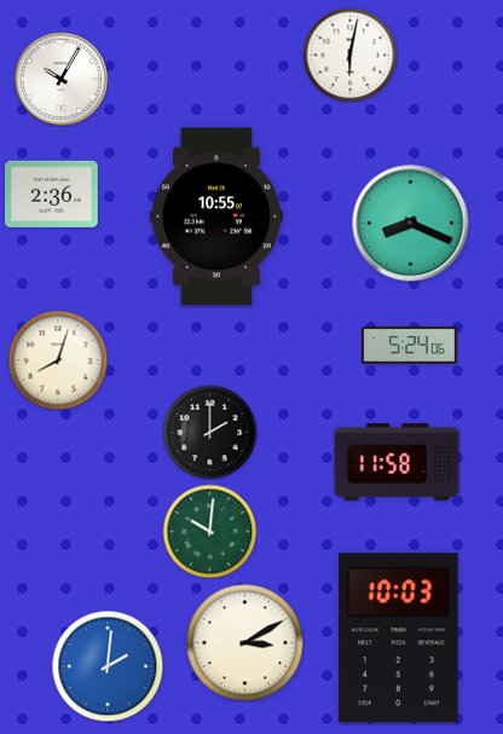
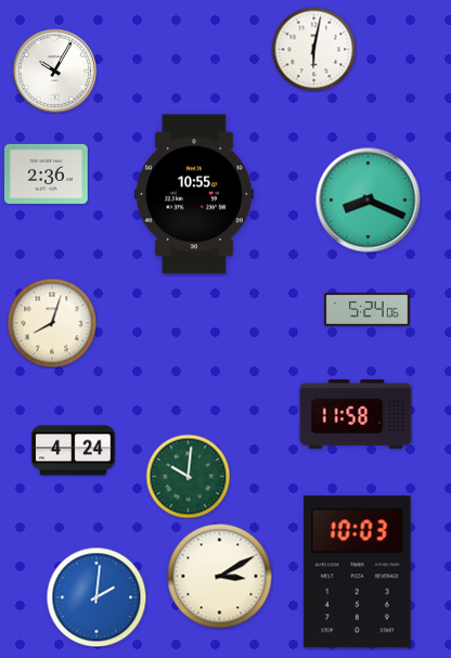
clock at (209, 432): 2:00 -> none
clock at (74, 451): none -> 4:24
